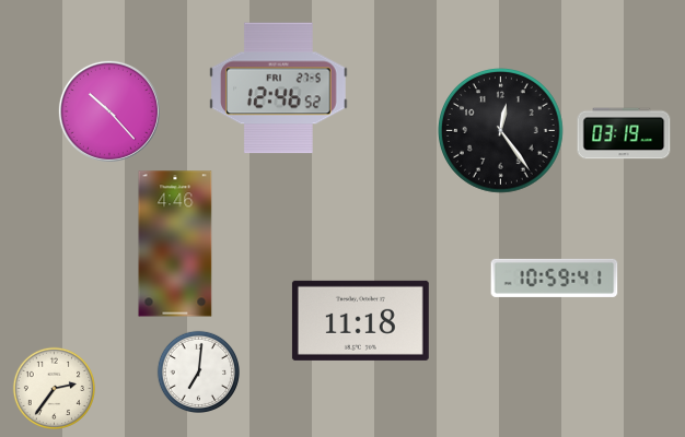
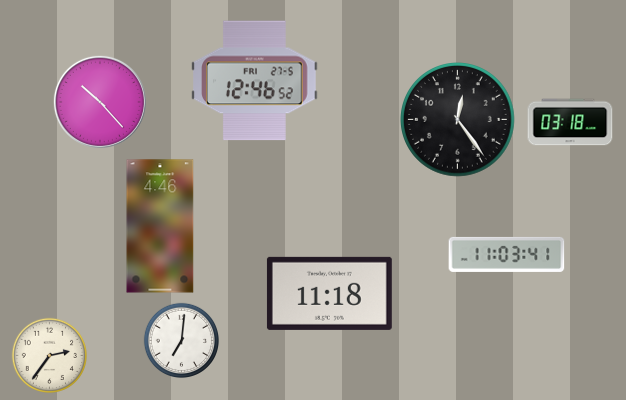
clock at (624, 133): 03:19 -> 03:18
clock at (175, 244) position: (175, 244) -> (160, 226)
clock at (555, 277): 10:59 -> 11:03
